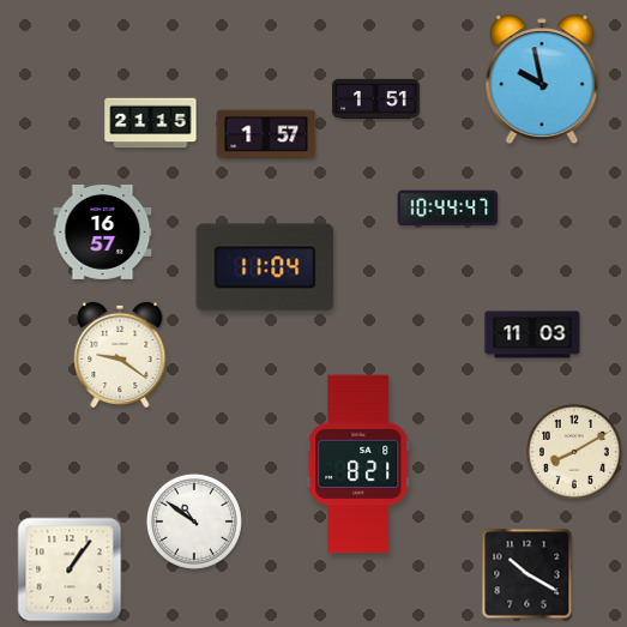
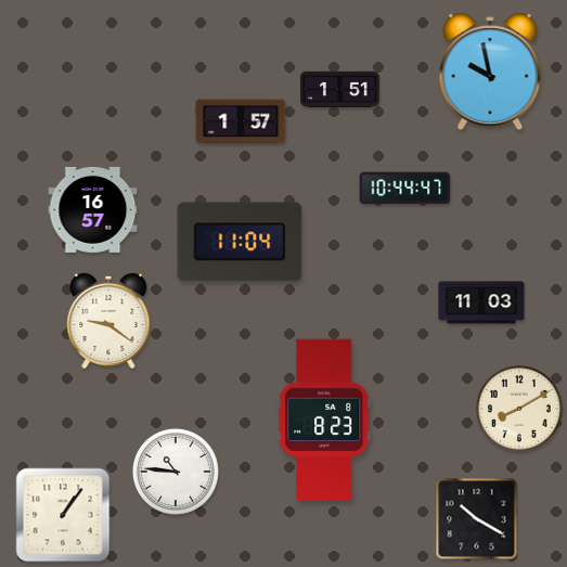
clock at (151, 123): 21:15 -> none
clock at (358, 464): 8:21 -> 8:23
clock at (194, 522): 10:51 -> 10:46
